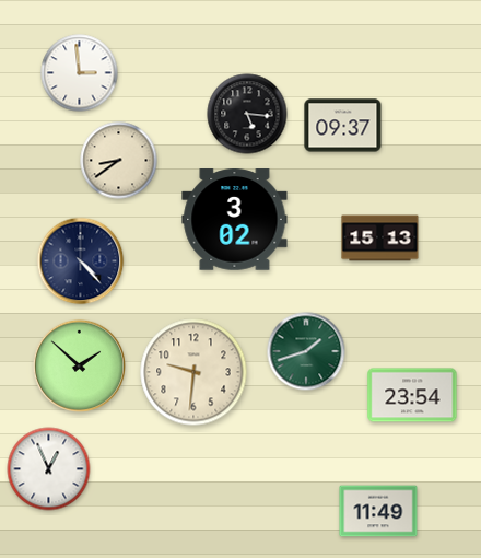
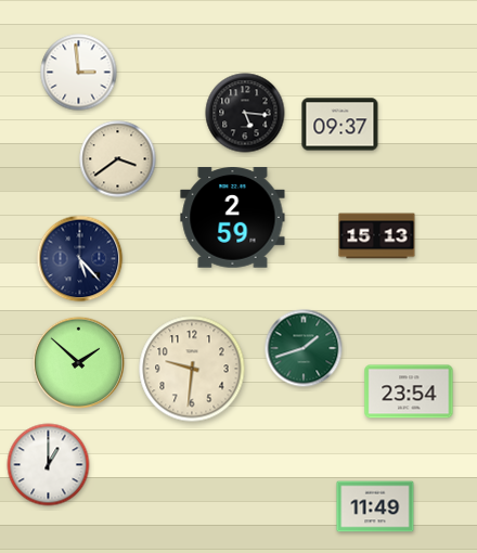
clock at (119, 161): 8:39 -> 3:39
clock at (235, 220): 3:02 -> 2:59
clock at (81, 261): 4:23 -> 5:23
clock at (49, 469): 12:56 -> 1:00
